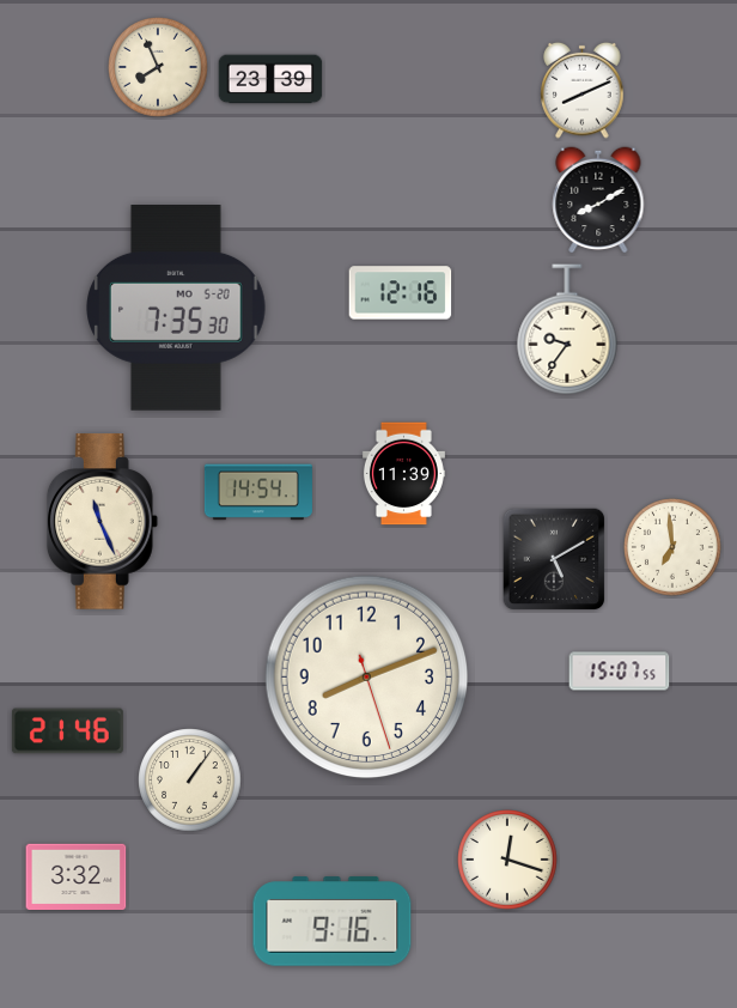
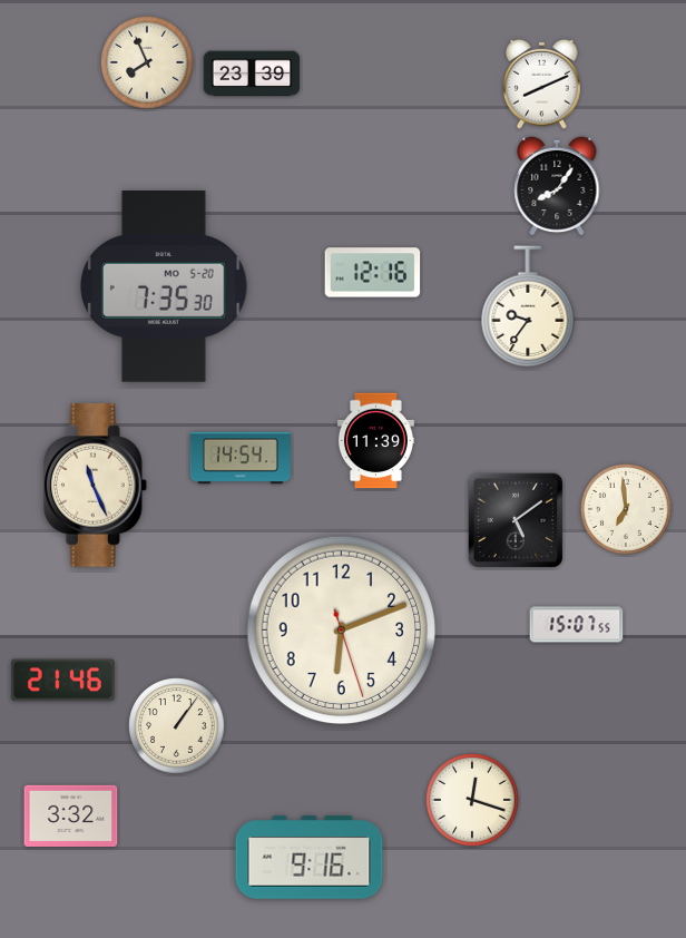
clock at (598, 200): 8:10 -> 8:06
clock at (554, 559): 5:10 -> 5:09
clock at (367, 678): 8:11 -> 6:11
